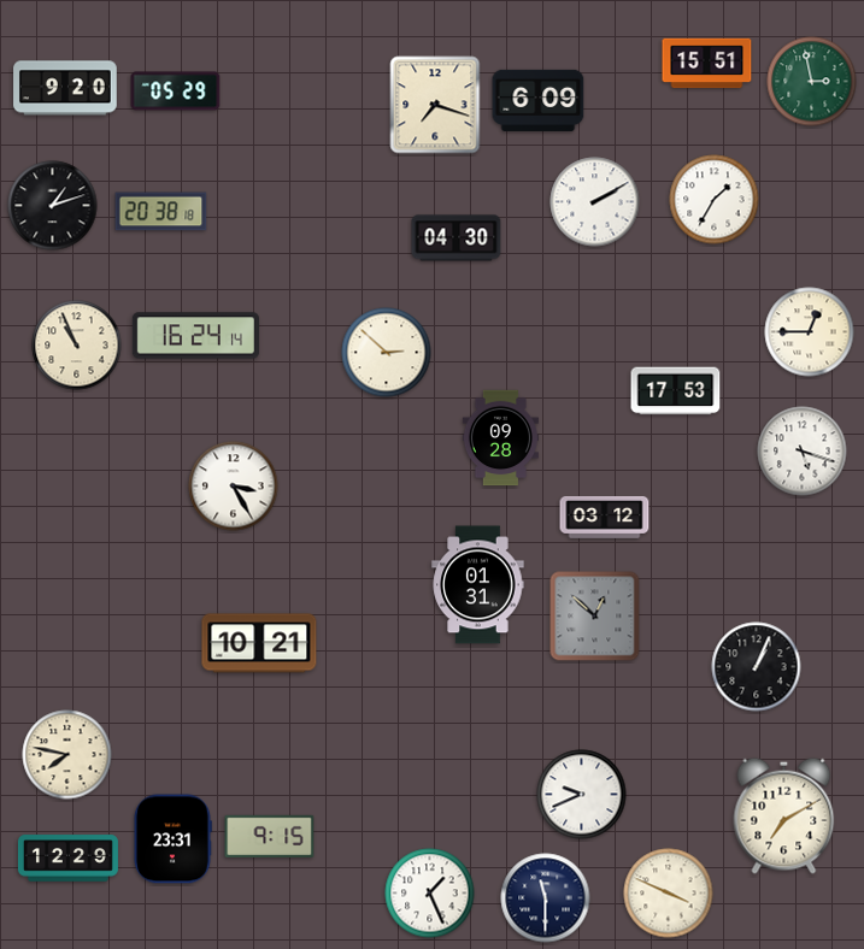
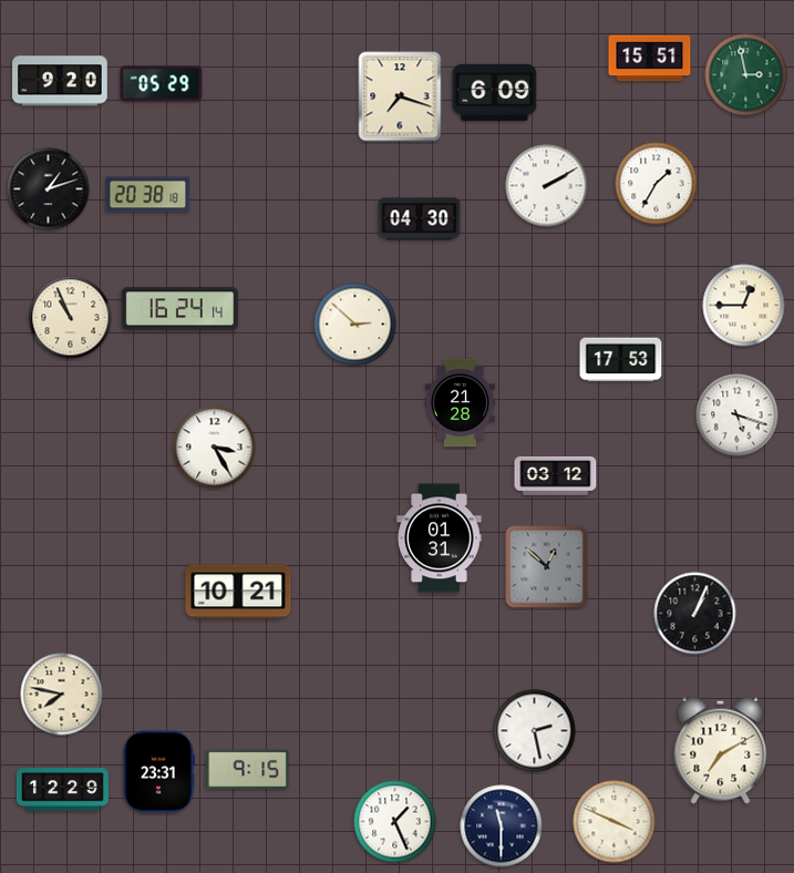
clock at (500, 438): 09:28 -> 21:28
clock at (582, 795): 9:41 -> 2:28
